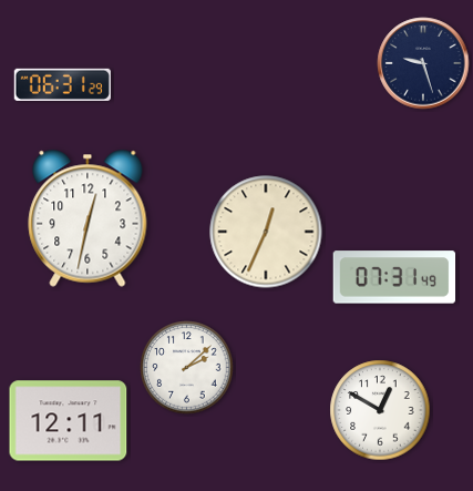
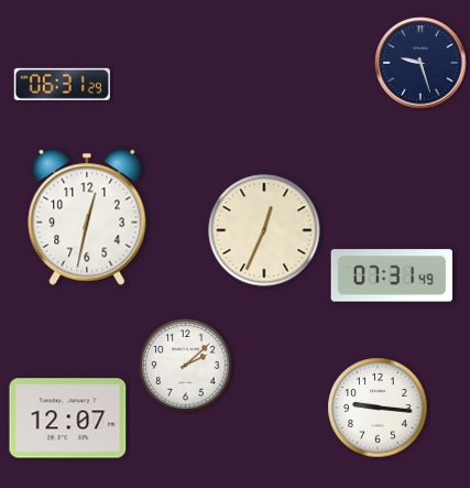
clock at (380, 410): 12:50 -> 9:16
clock at (69, 421): 12:11 -> 12:07
